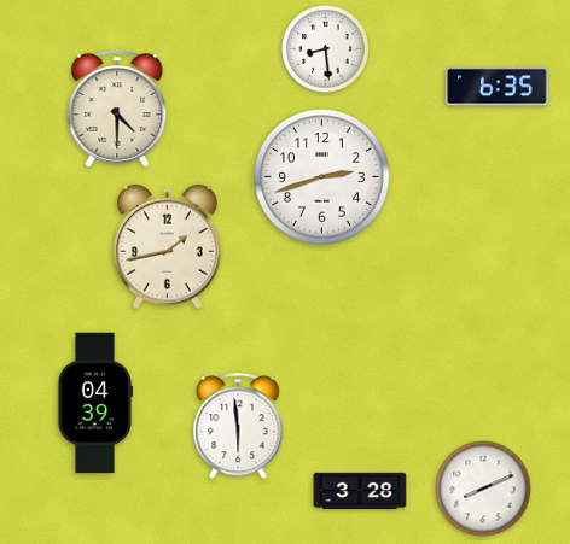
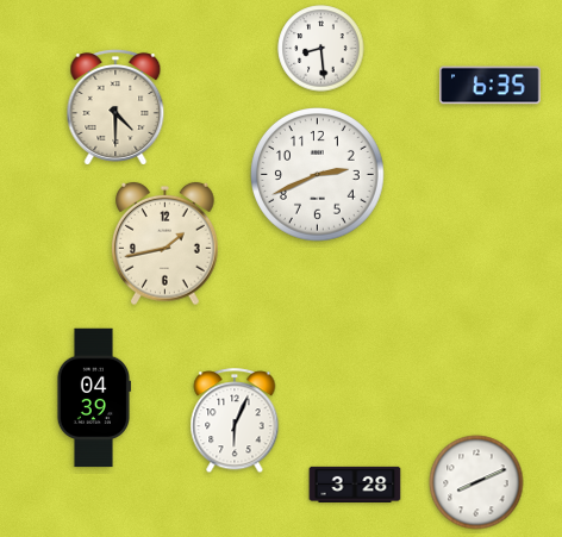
clock at (322, 177): 2:42 -> 2:41
clock at (238, 427): 5:59 -> 6:04
